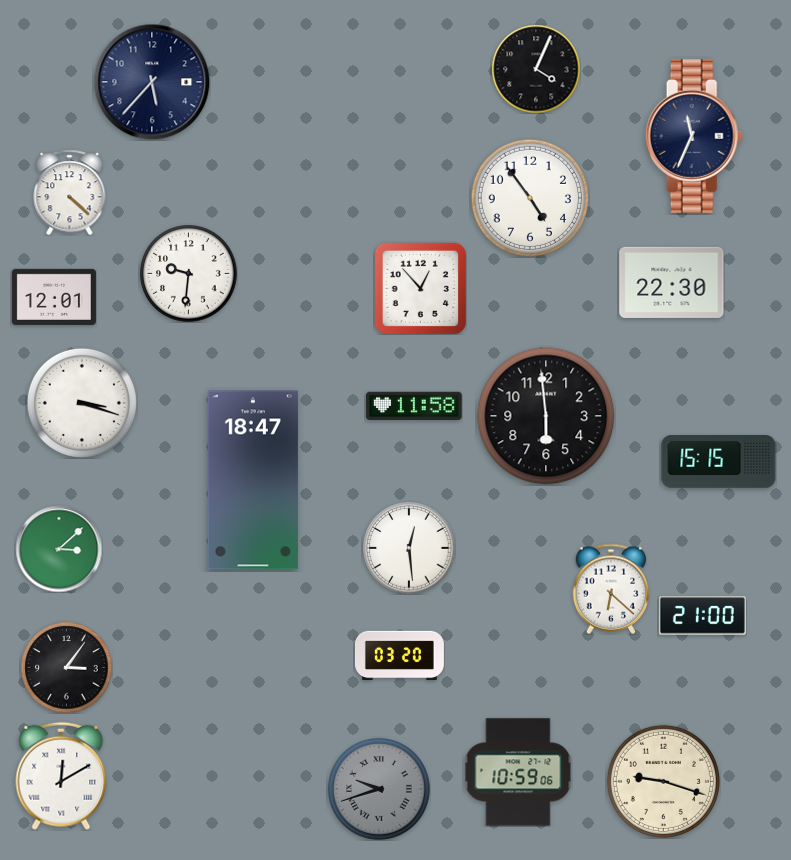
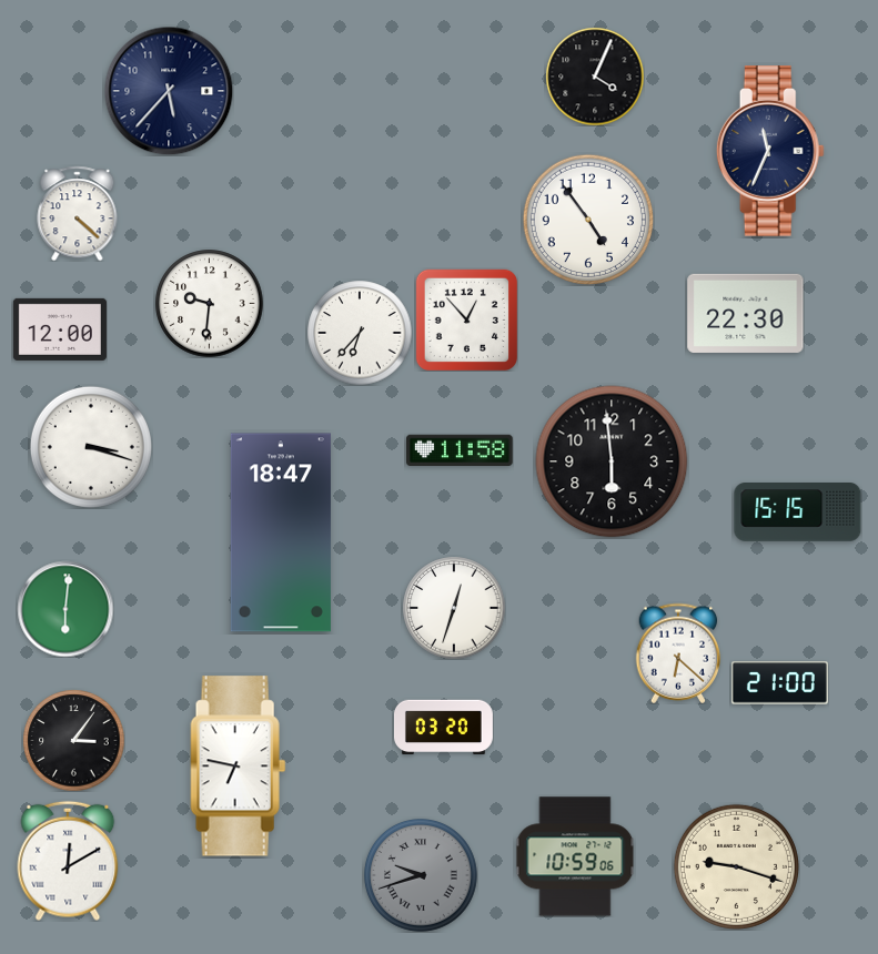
clock at (54, 297): 12:01 -> 12:00
clock at (360, 333): none -> 6:37
clock at (546, 416) position: (546, 416) -> (612, 461)
clock at (409, 548): 12:29 -> 12:33
clock at (59, 549): 3:08 -> 6:01
clock at (239, 767): none -> 6:47
